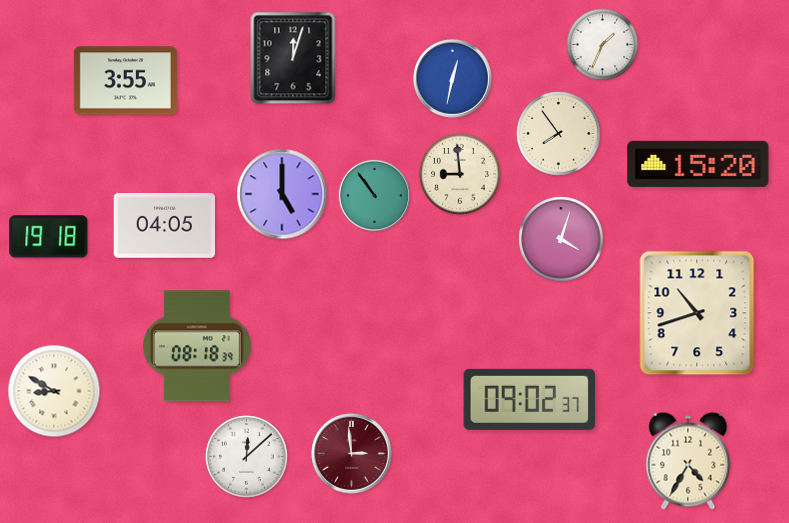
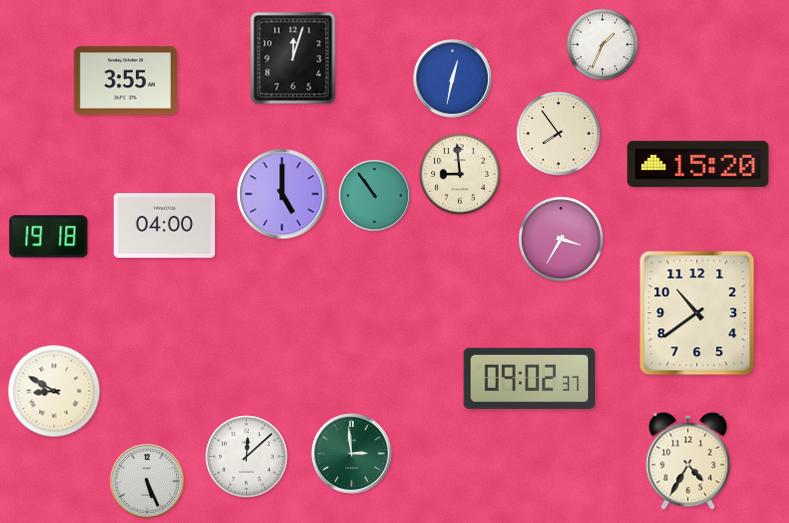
clock at (164, 226): 04:05 -> 04:00
clock at (561, 239): 4:03 -> 3:35
clock at (697, 313): 10:42 -> 10:39
clock at (197, 346): 08:18 -> none
clock at (530, 399) position: (530, 399) -> (530, 378)
clock at (352, 454) dial: burgundy -> green
clock at (147, 481): none -> 5:26
